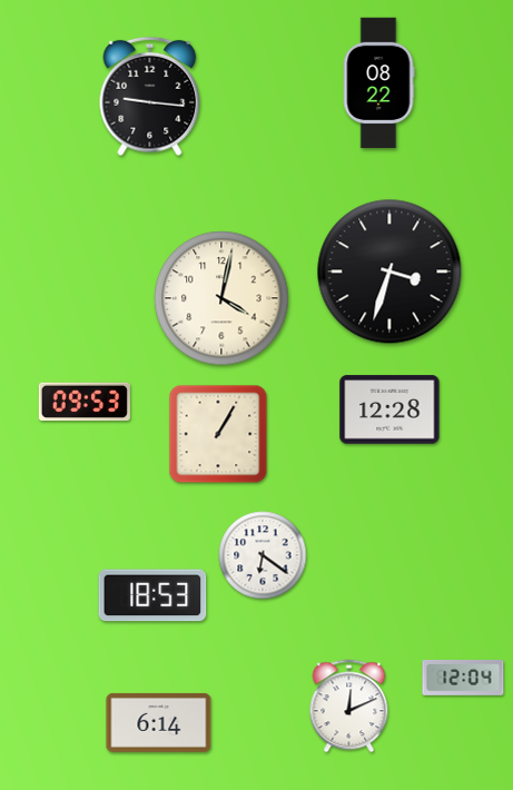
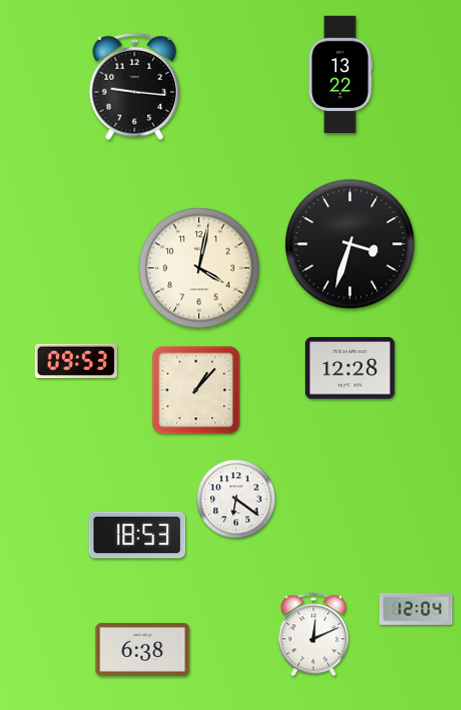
clock at (378, 83): 08:22 -> 13:22
clock at (218, 434): 1:05 -> 1:07
clock at (159, 722): 6:14 -> 6:38
